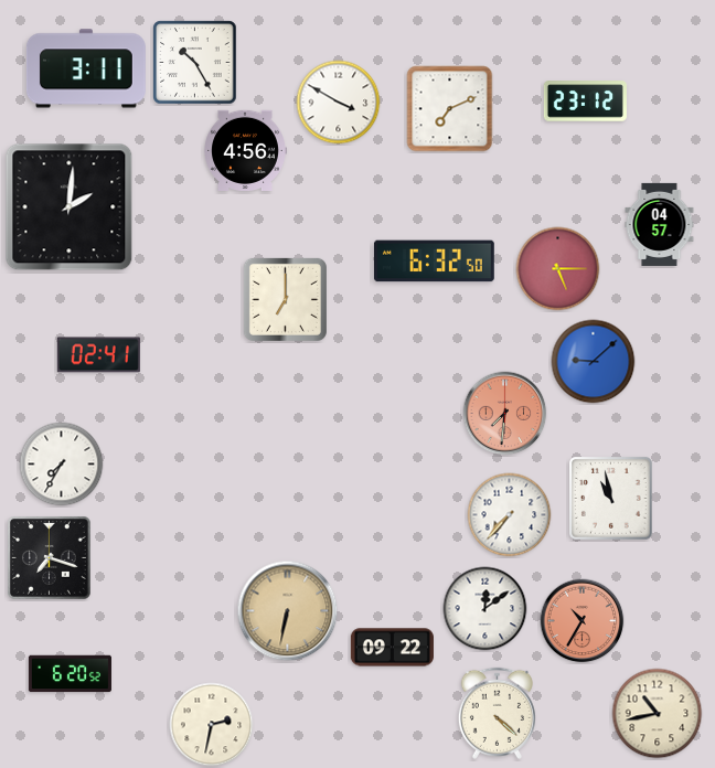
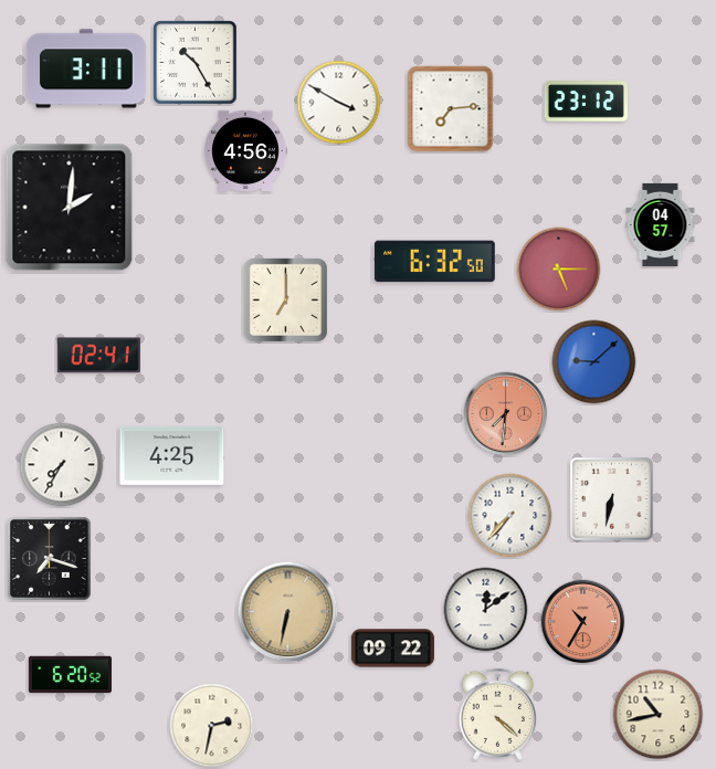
clock at (450, 109): 7:11 -> 7:14
clock at (172, 455): none -> 4:25
clock at (611, 499): 10:58 -> 6:32
